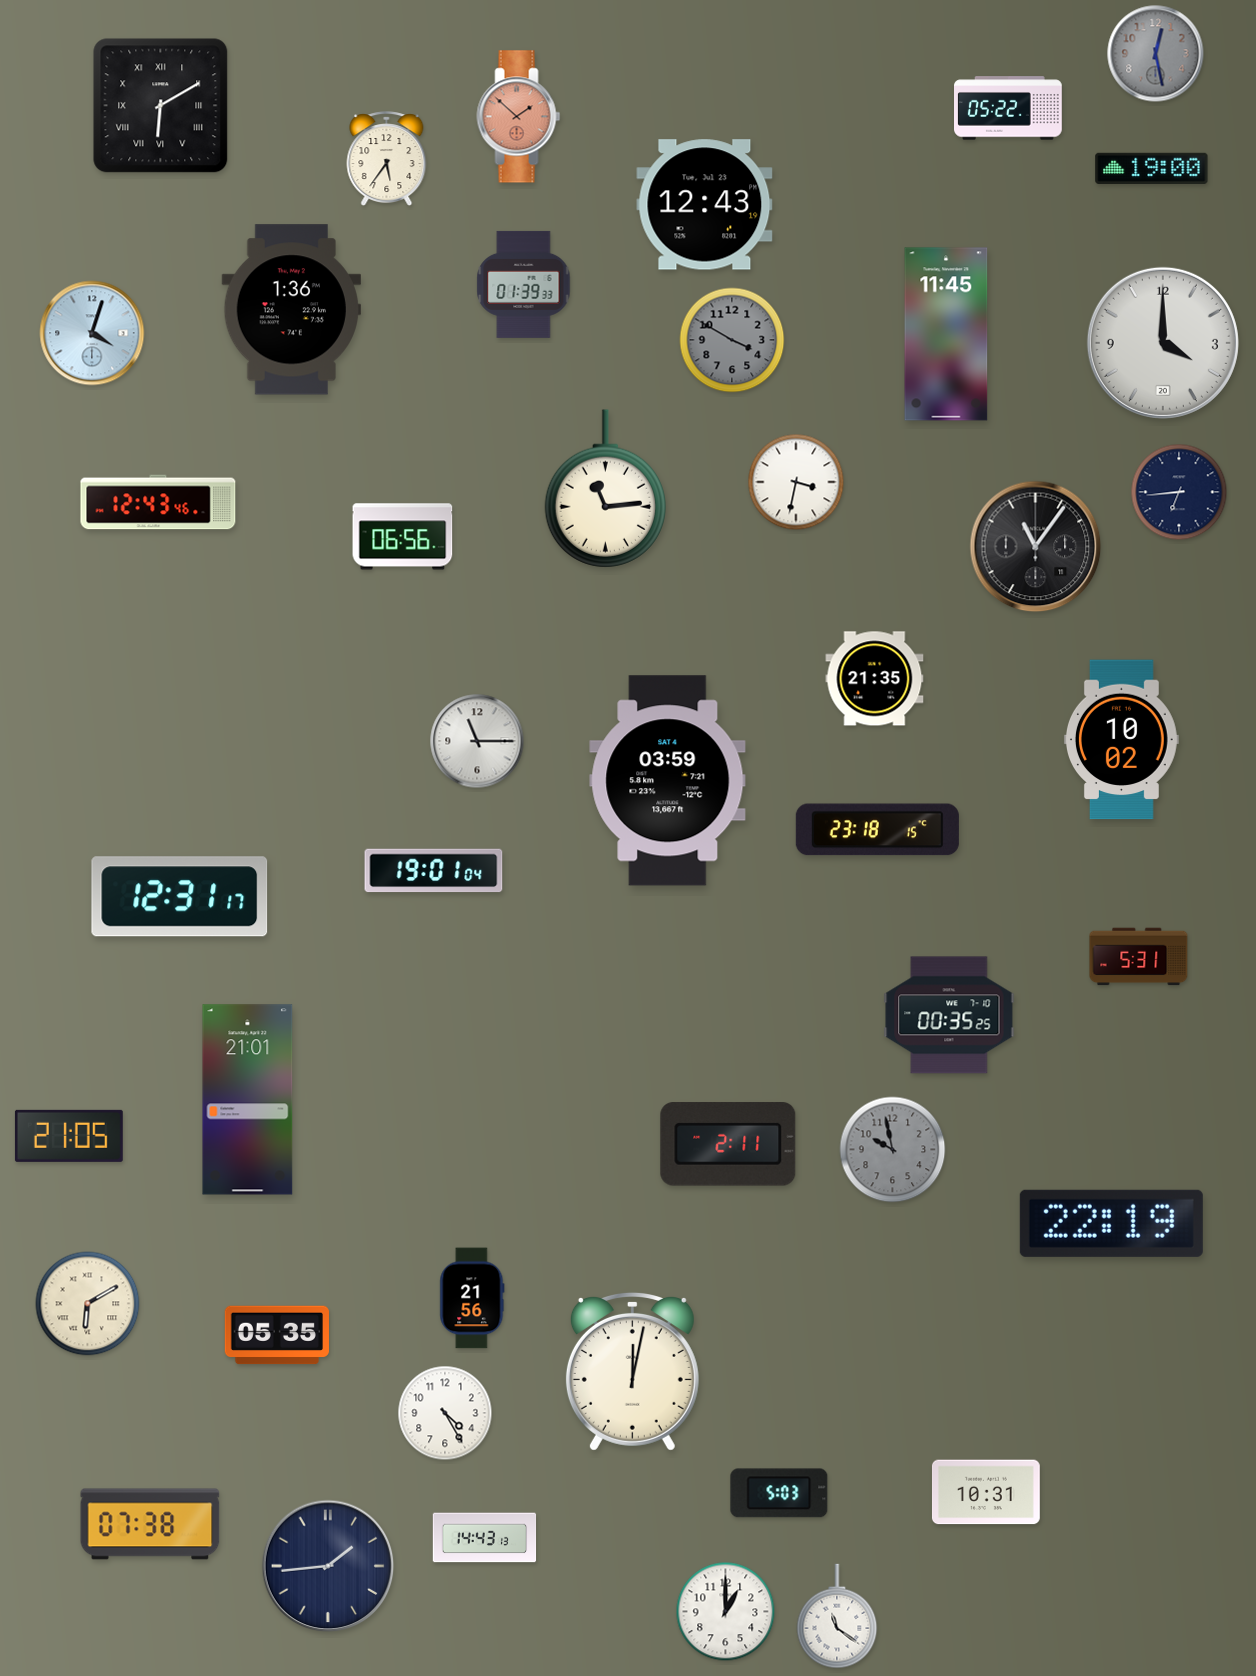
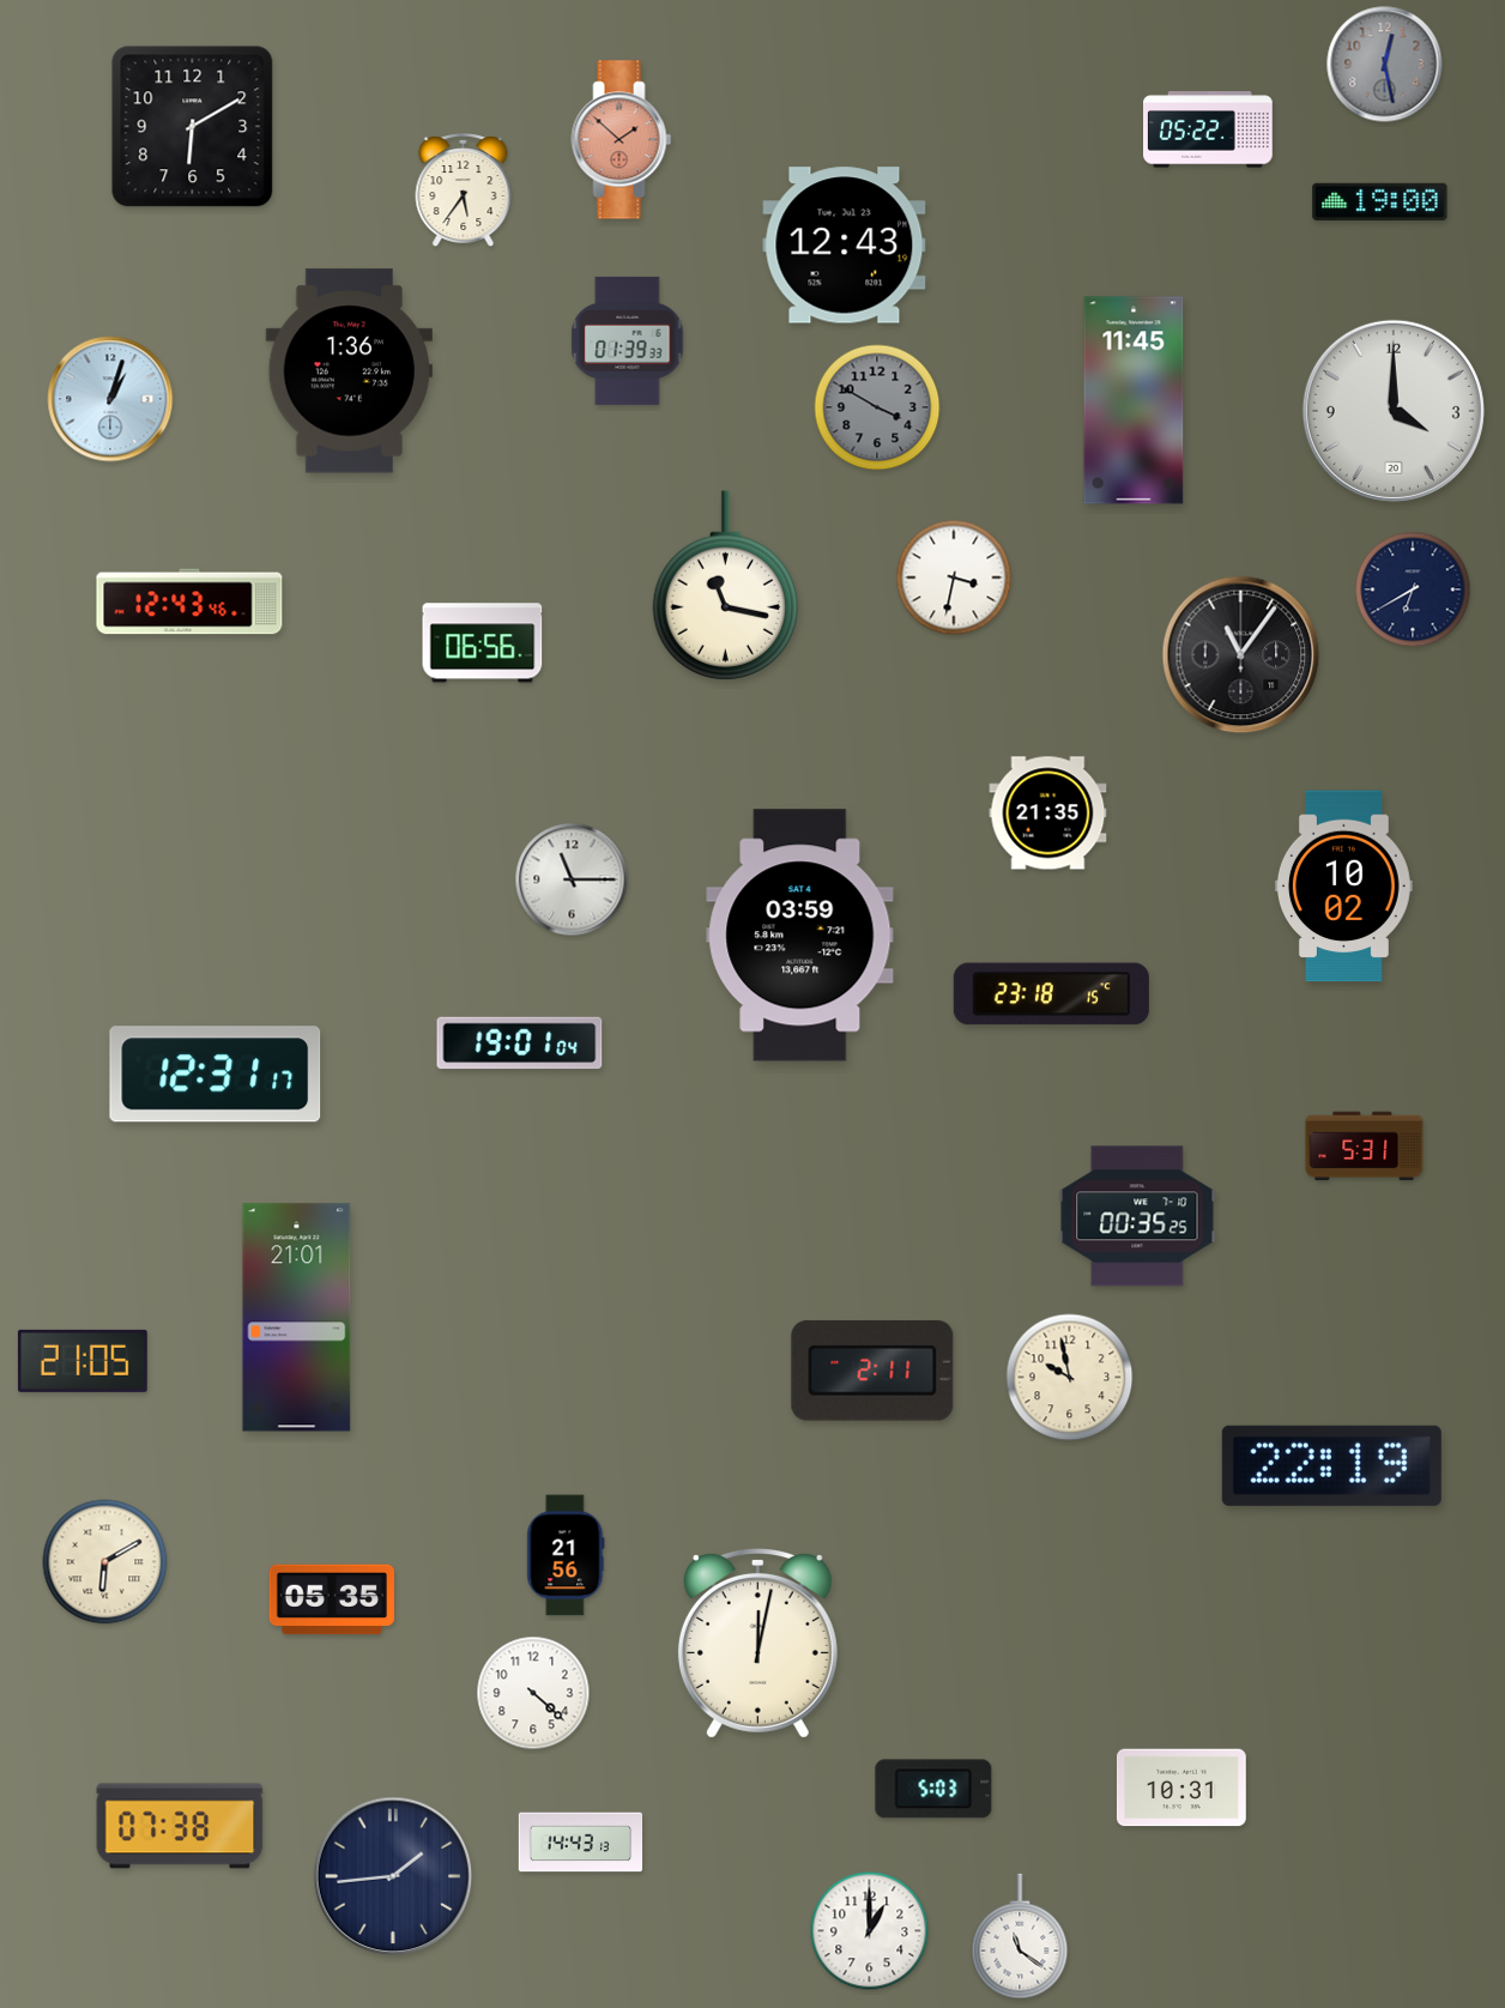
clock at (161, 106) numerals: Roman -> Arabic
clock at (92, 333): 4:03 -> 1:03
clock at (605, 489): 11:14 -> 11:17
clock at (1179, 492): 6:44 -> 6:40
clock at (477, 741) position: (477, 741) -> (572, 879)
clock at (893, 1150) dial: grey -> cream
clock at (445, 1413): 4:25 -> 4:22
clock at (837, 1616) position: (837, 1616) -> (1020, 1936)
